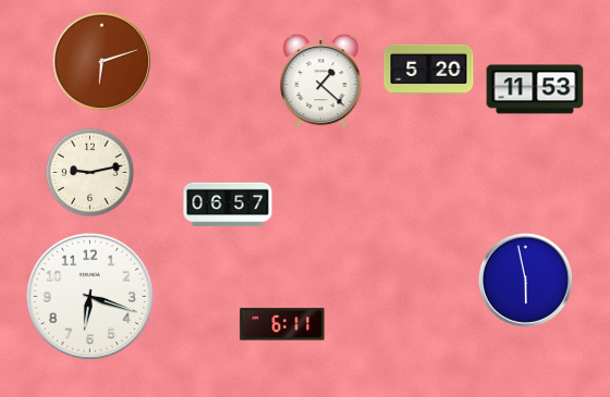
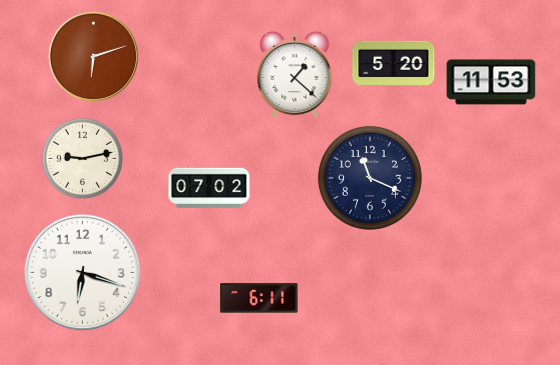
clock at (370, 178): none -> 11:19
clock at (228, 204): 06:57 -> 07:02
clock at (525, 280): 5:58 -> none
